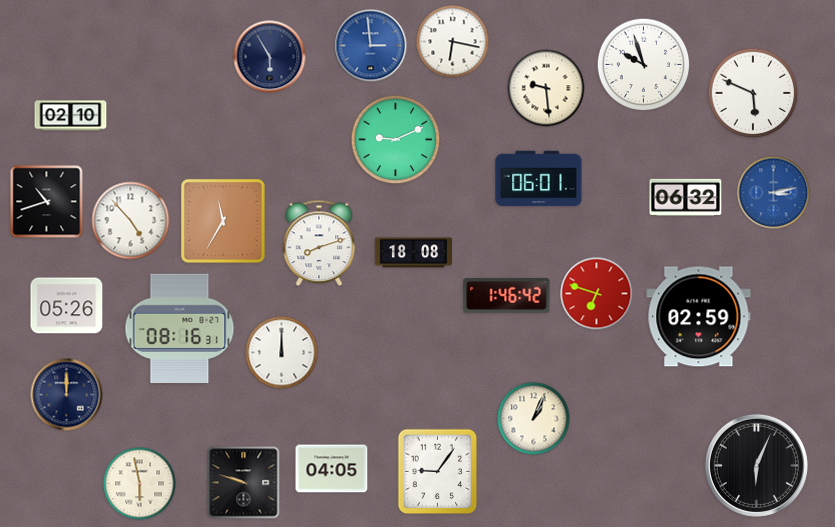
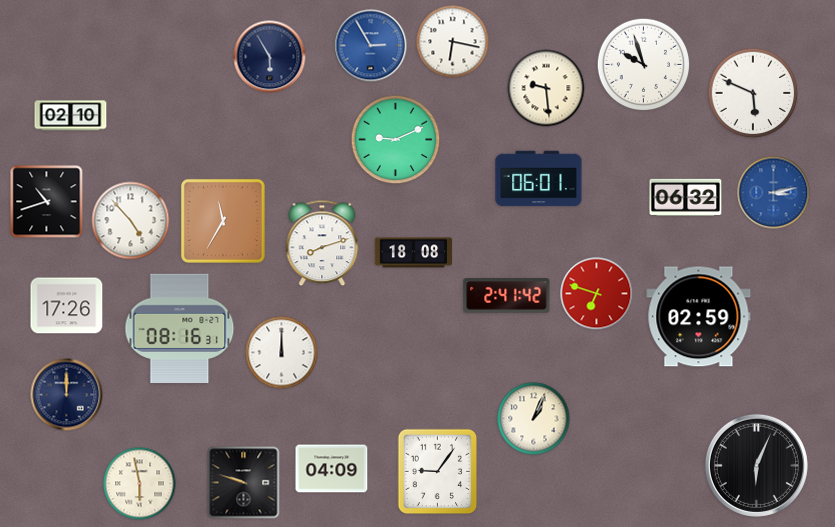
clock at (371, 46): 2:59 -> 2:55
clock at (319, 243) position: (319, 243) -> (322, 243)
clock at (507, 296): 1:46 -> 2:41
clock at (67, 306): 05:26 -> 17:26
clock at (332, 469): 04:05 -> 04:09
